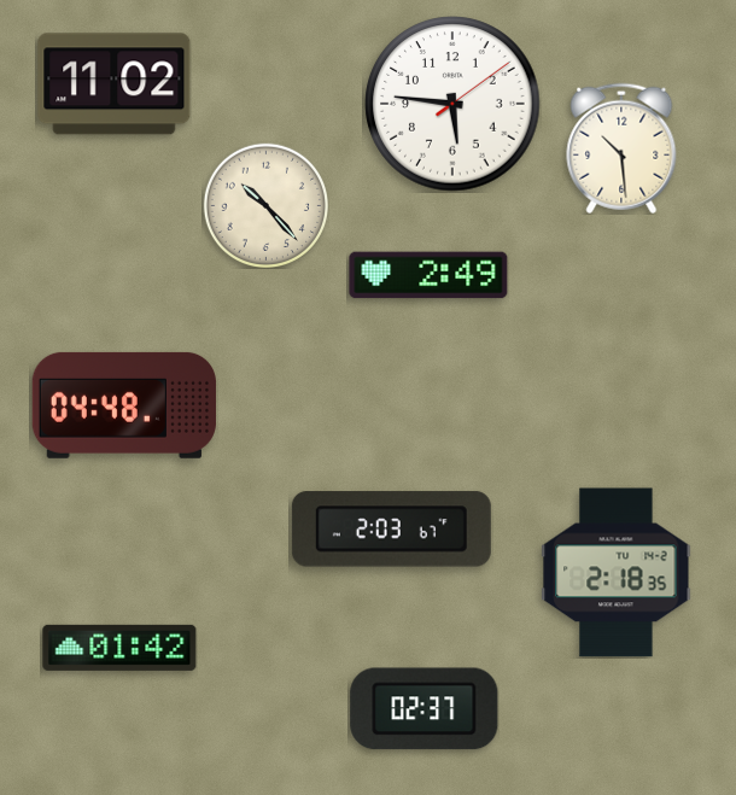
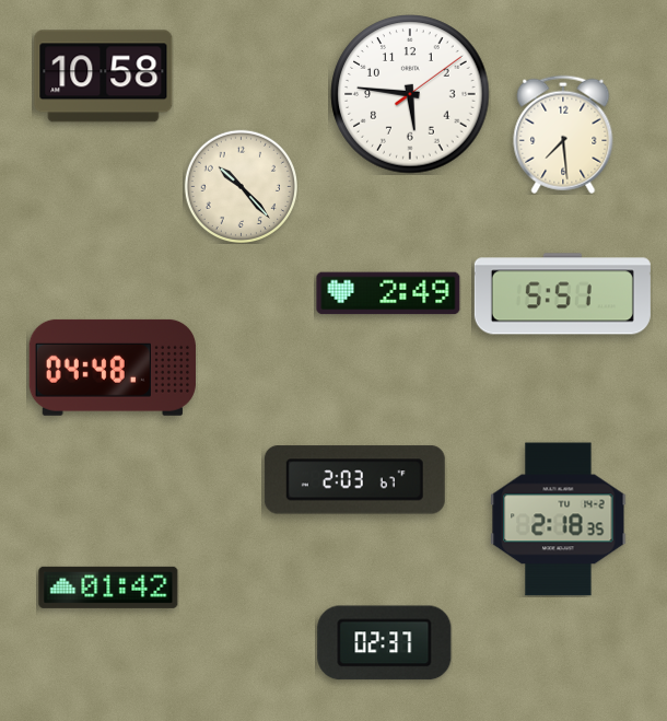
clock at (115, 84): 11:02 -> 10:58
clock at (621, 148): 10:29 -> 7:29
clock at (428, 275) position: (428, 275) -> (388, 293)
clock at (562, 294): none -> 5:51
